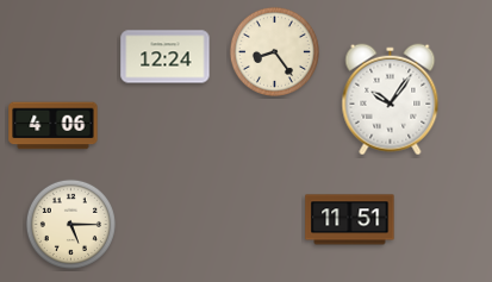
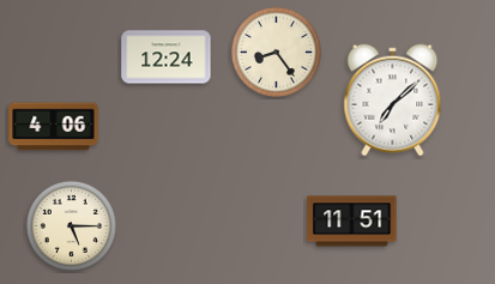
clock at (391, 100): 10:06 -> 7:08
